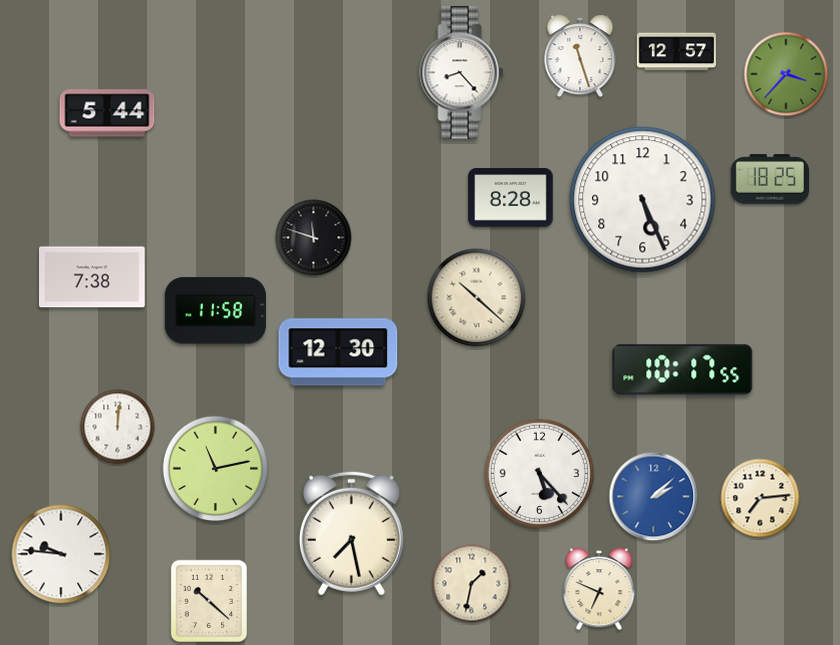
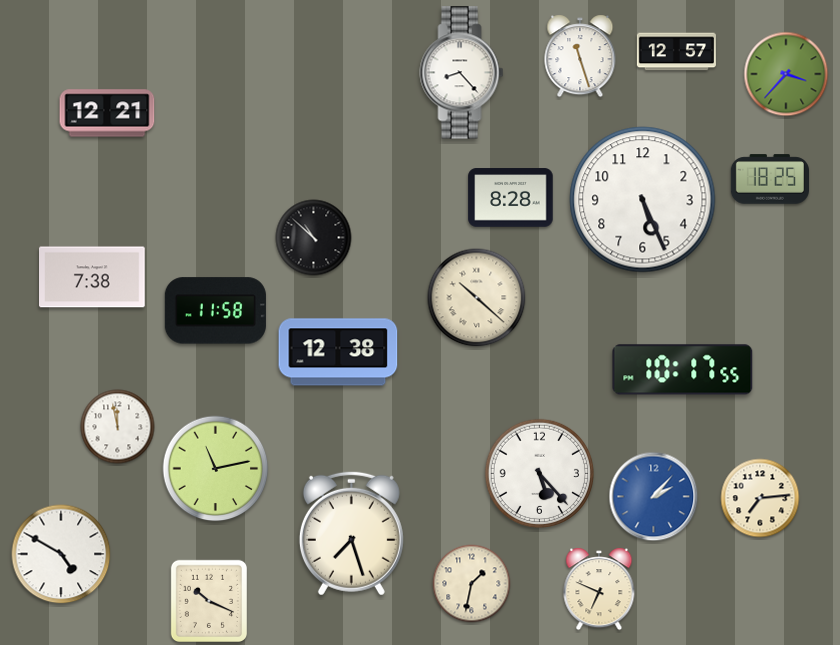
clock at (107, 113): 5:44 -> 12:21
clock at (314, 238): 11:48 -> 10:52
clock at (338, 352): 12:30 -> 12:38
clock at (118, 427): 12:01 -> 11:58
clock at (654, 497): 2:08 -> 2:07
clock at (351, 533): 7:28 -> 7:27
clock at (61, 554): 9:46 -> 4:50
clock at (208, 600): 10:22 -> 10:19
